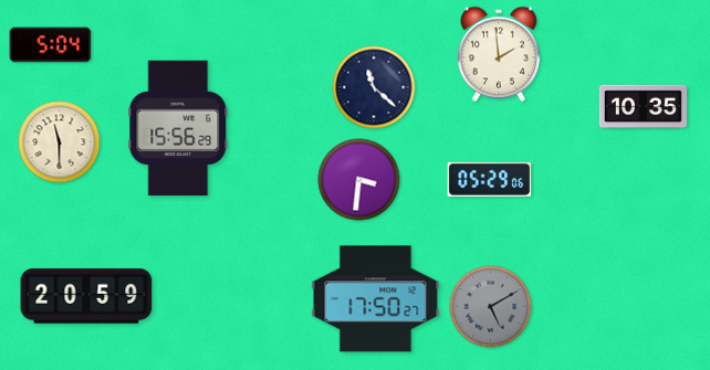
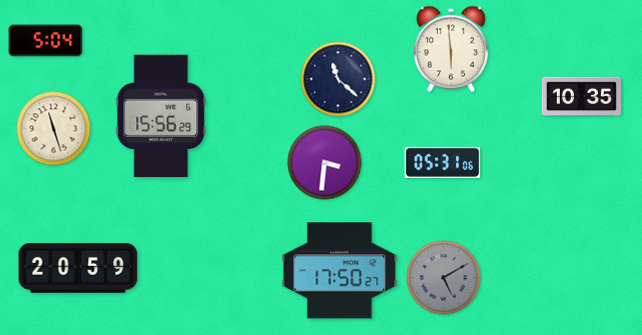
clock at (499, 54): 1:59 -> 5:59
clock at (60, 142): 11:30 -> 11:27
clock at (490, 179): 05:29 -> 05:31
